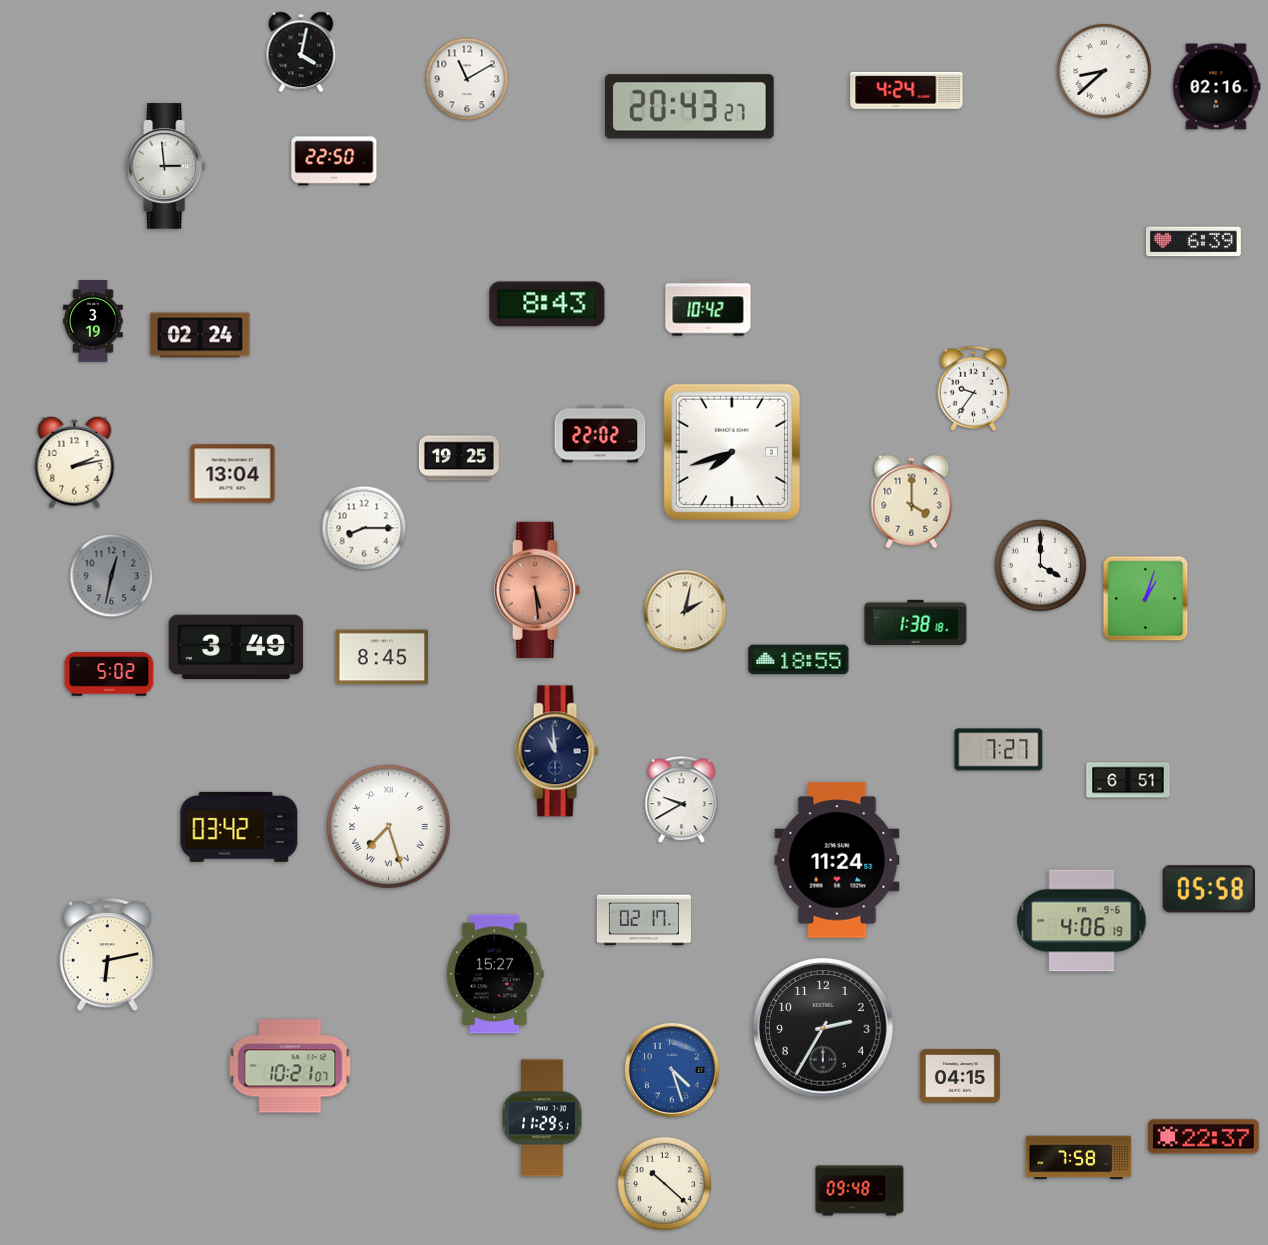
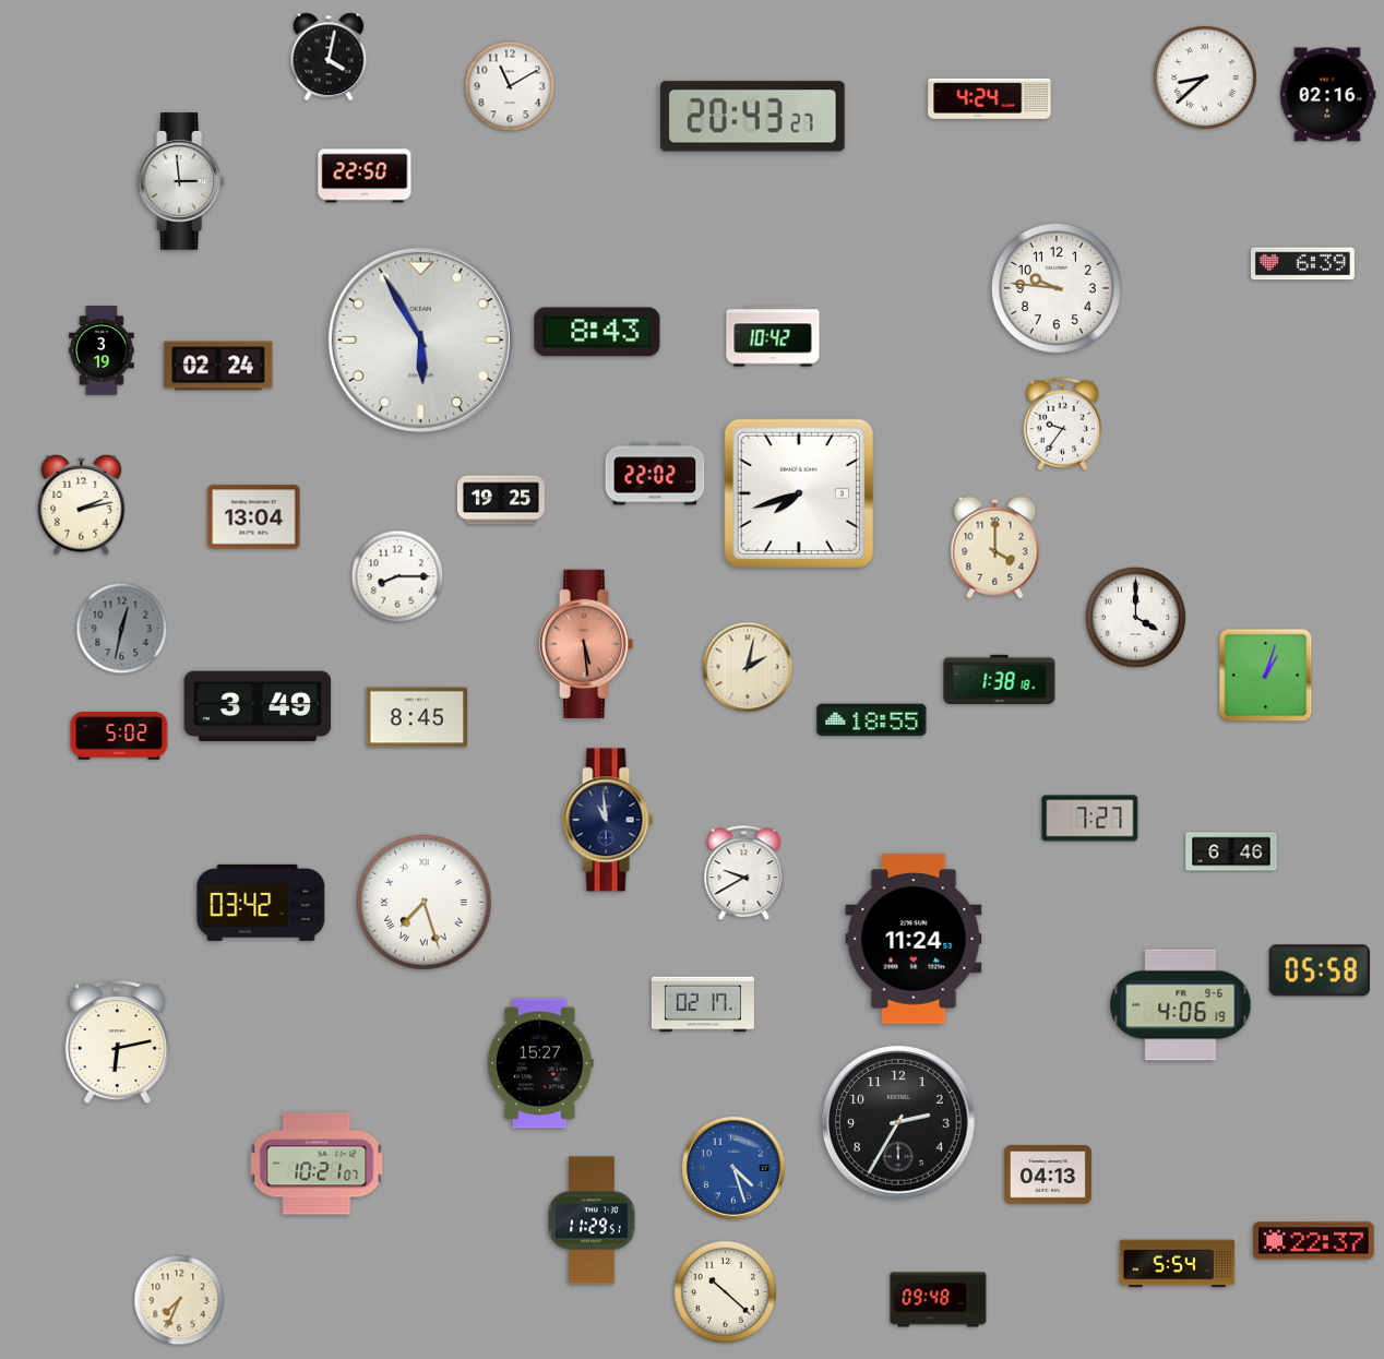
clock at (1057, 288): none -> 9:46
clock at (420, 339): none -> 5:55
clock at (1146, 599) position: (1146, 599) -> (1266, 676)
clock at (1128, 780): 6:51 -> 6:46
clock at (960, 1076): 04:15 -> 04:13
clock at (1079, 1158): 7:58 -> 5:54
clock at (179, 1300): none -> 7:34
